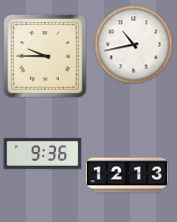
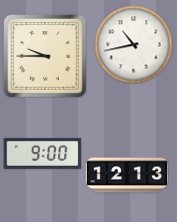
clock at (42, 154): 9:36 -> 9:00
